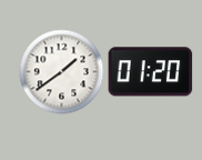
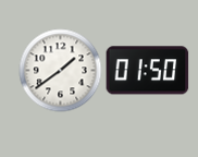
clock at (151, 72): 01:20 -> 01:50
